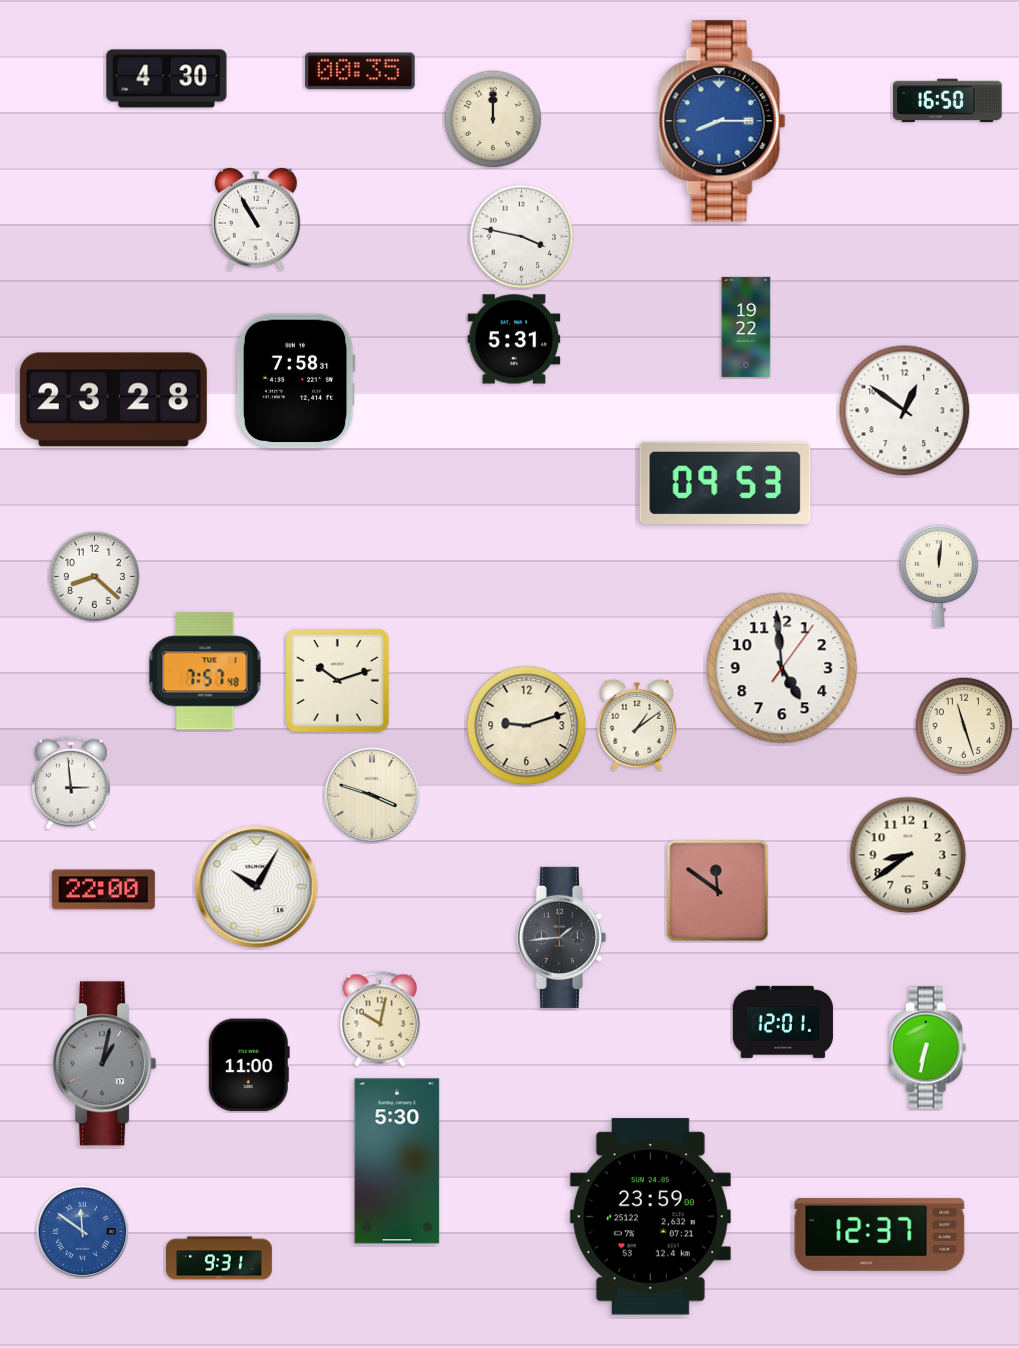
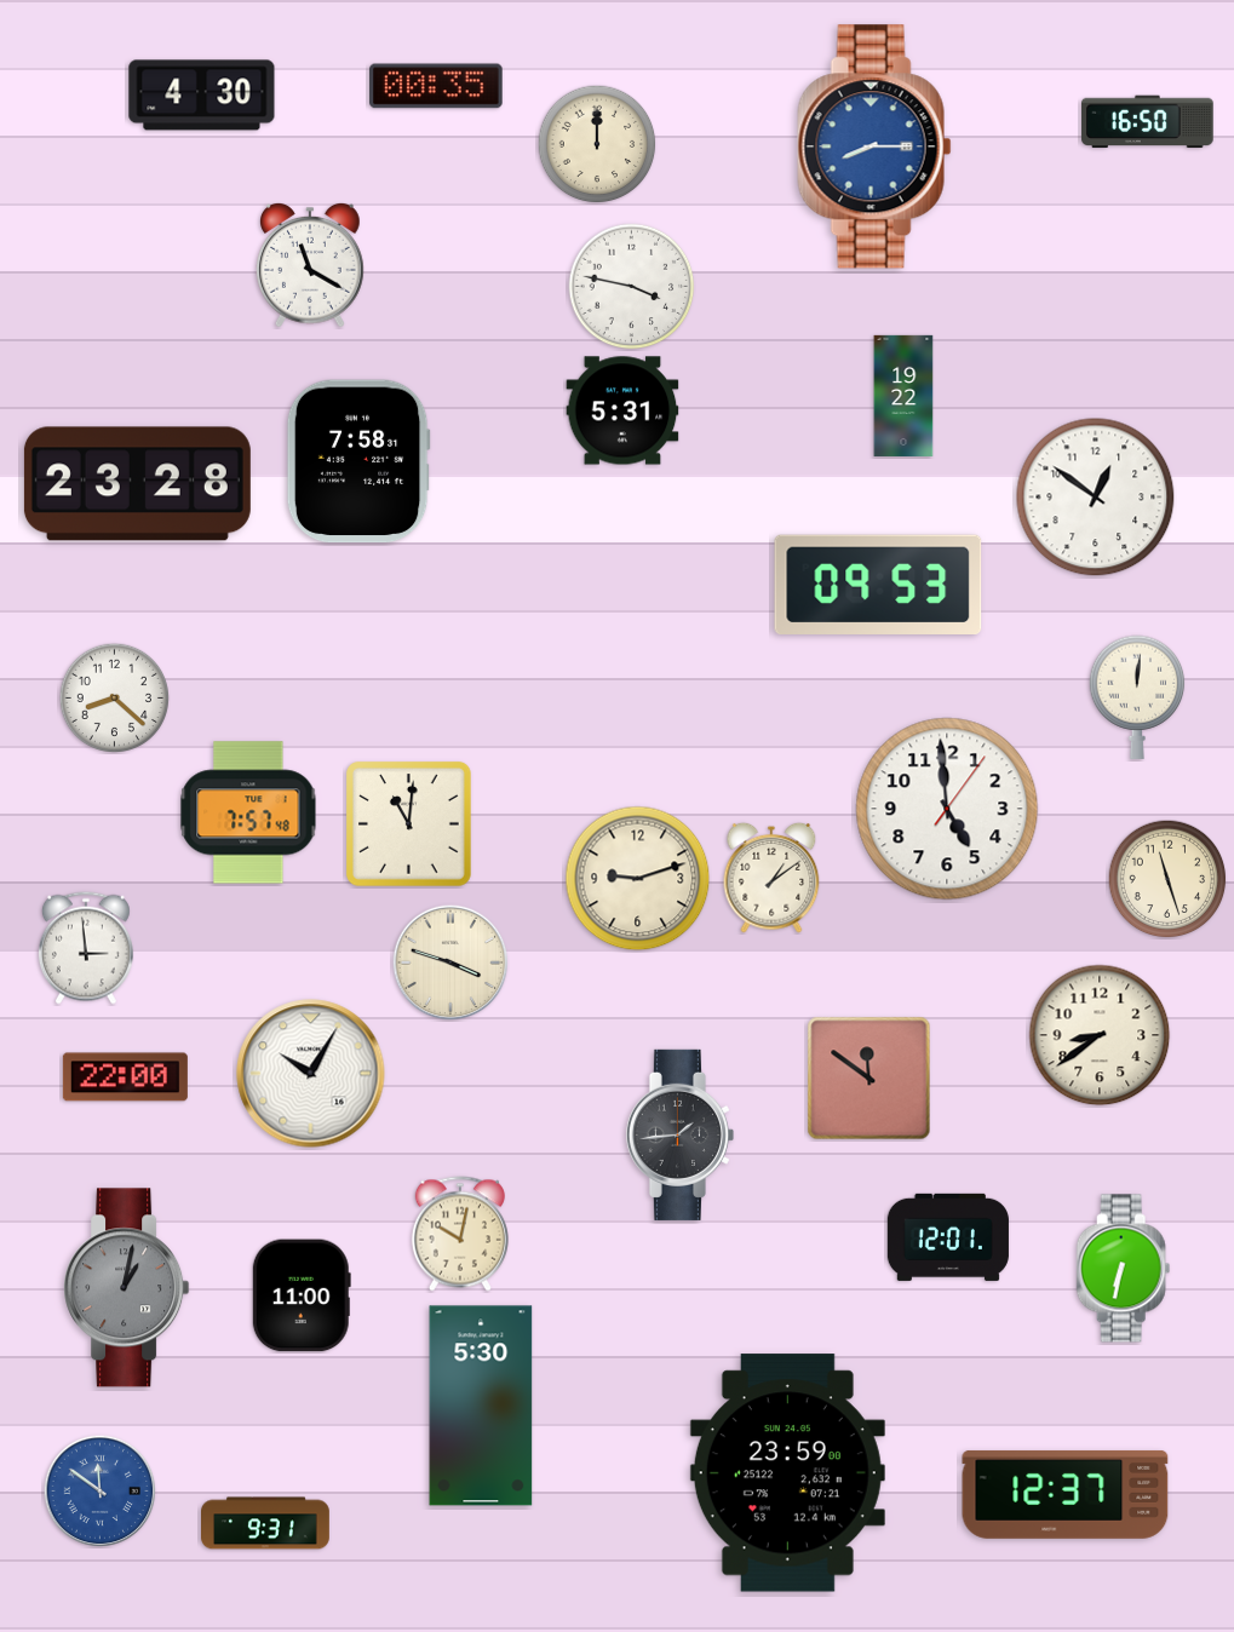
clock at (257, 219): 10:55 -> 11:20
clock at (338, 681): 10:12 -> 11:01
clock at (249, 1065) position: (249, 1065) -> (302, 1295)
